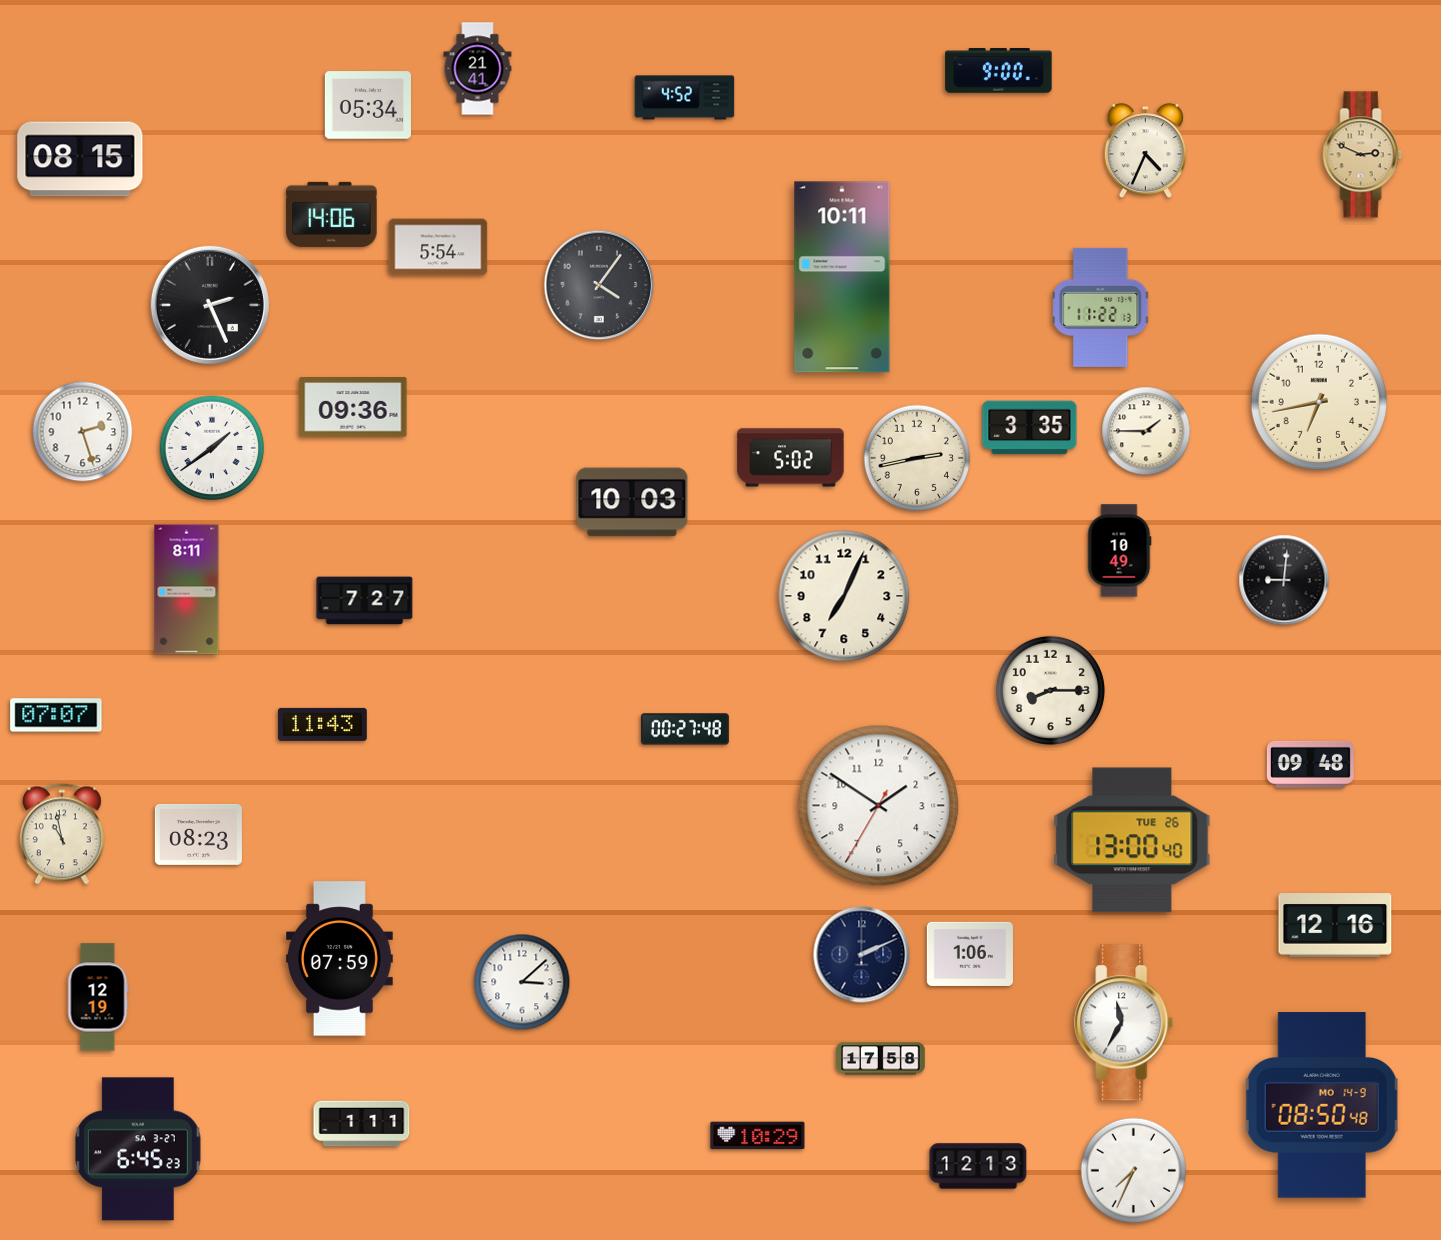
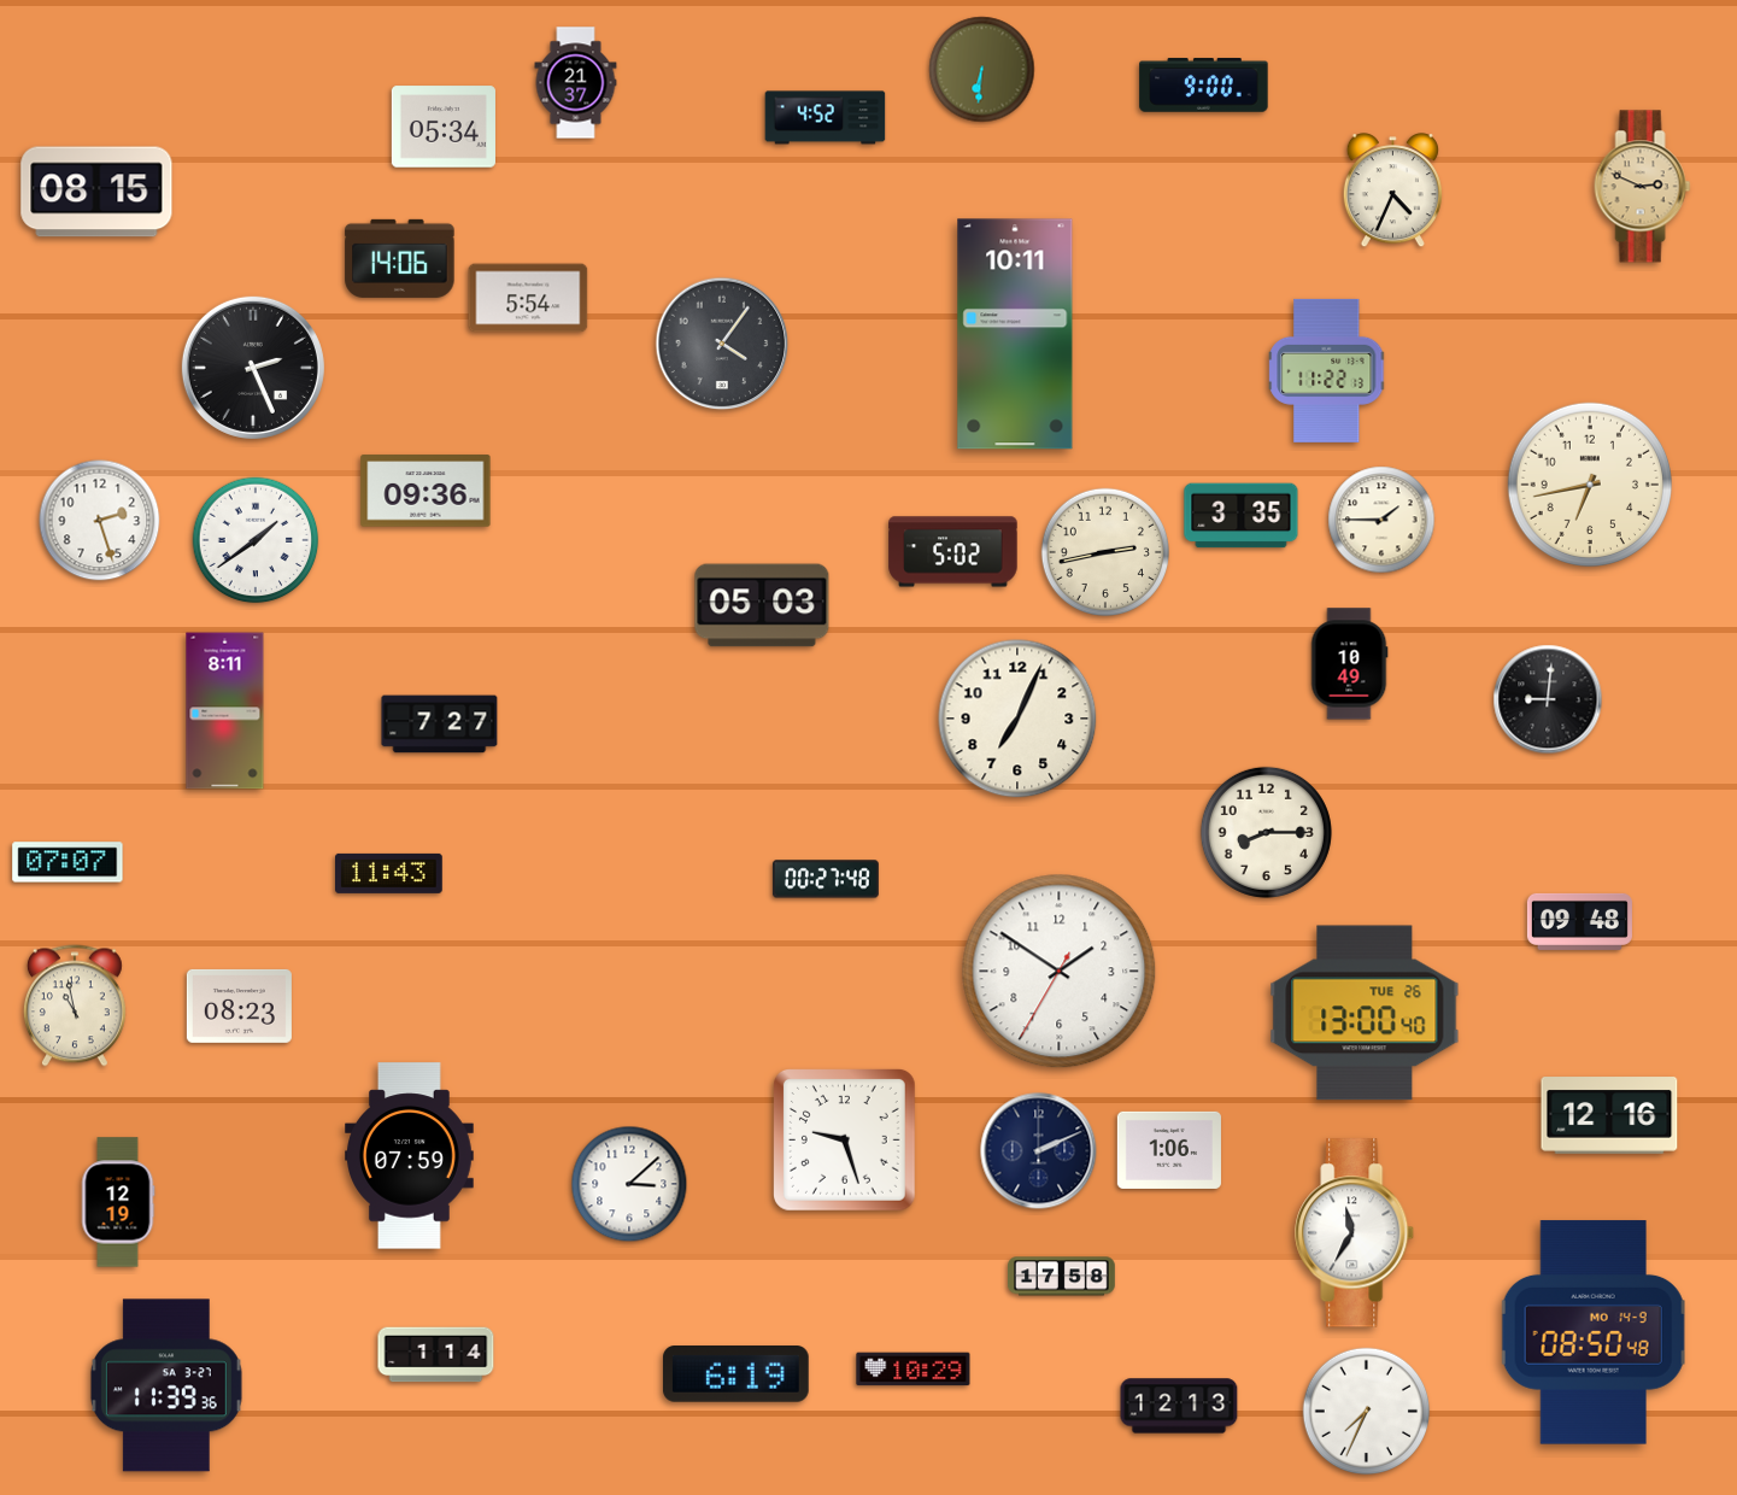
clock at (982, 70): none -> 6:31
clock at (478, 69): 21:41 -> 21:37
clock at (1145, 151) position: (1145, 151) -> (1392, 190)
clock at (632, 502): 10:03 -> 05:03
clock at (844, 1139): none -> 9:27
clock at (362, 1124): 1:11 -> 1:14
clock at (735, 1374): none -> 6:19
clock at (138, 1149): 6:45 -> 11:39
